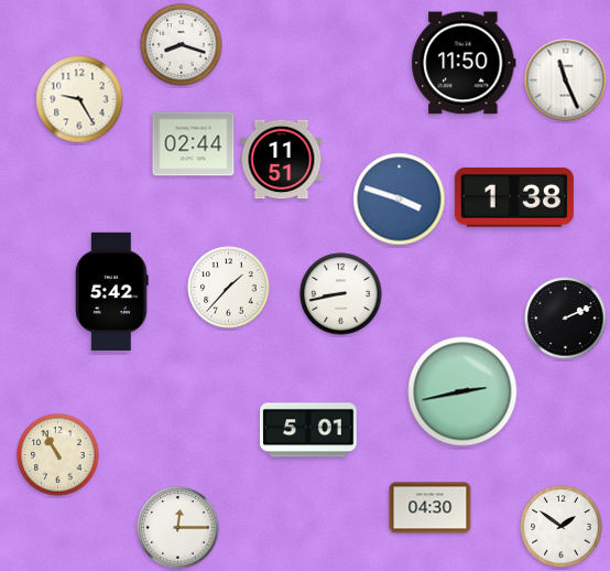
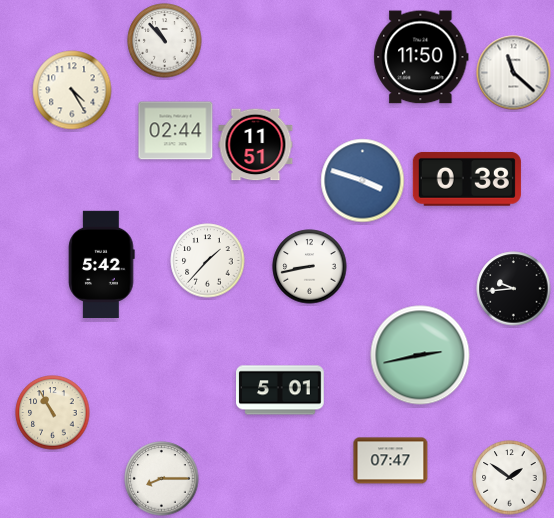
clock at (182, 45): 8:18 -> 10:53
clock at (566, 80): 11:26 -> 11:22
clock at (79, 99): 9:25 -> 4:25
clock at (514, 197): 1:38 -> 0:38
clock at (566, 319): 2:11 -> 9:44
clock at (431, 508): 04:30 -> 07:47
clock at (178, 528): 12:15 -> 8:15
